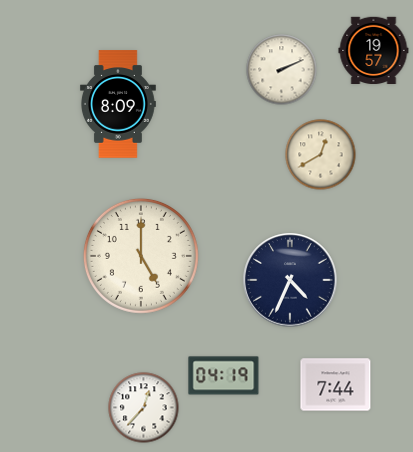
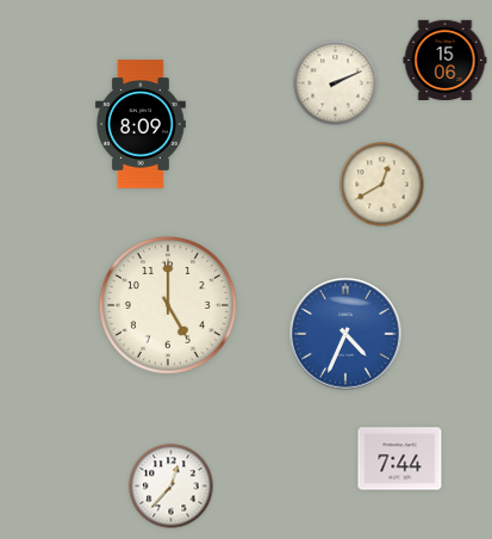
clock at (374, 50): 19:57 -> 15:06
clock at (290, 280) dial: navy -> blue
clock at (224, 376): 04:19 -> none
